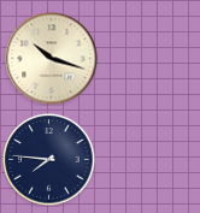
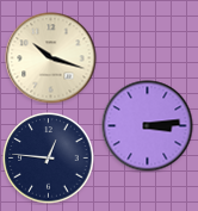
clock at (148, 126): none -> 3:14
clock at (49, 160): 7:46 -> 12:46
